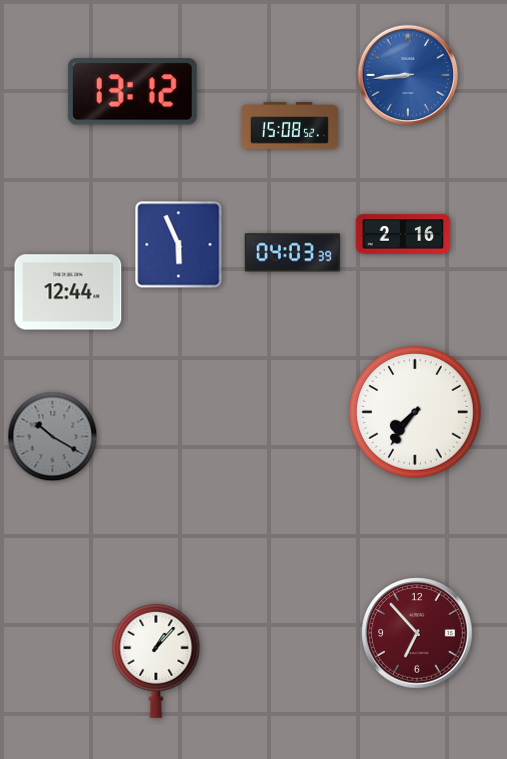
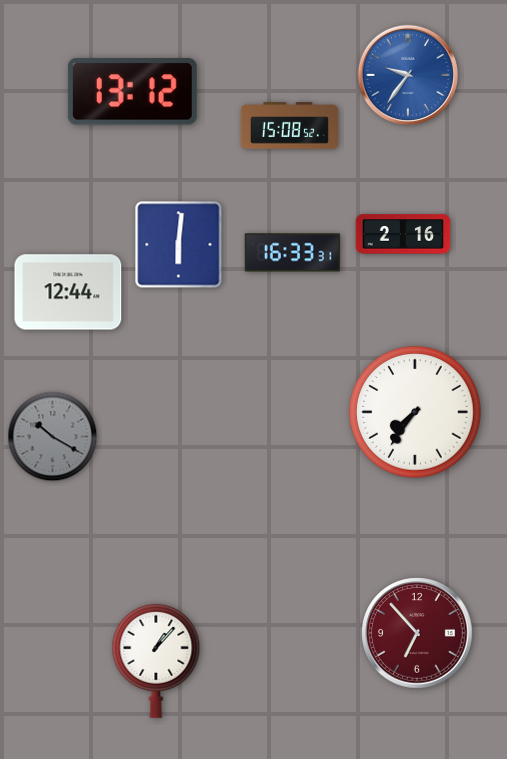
clock at (408, 75): 8:44 -> 9:36
clock at (179, 245): 5:56 -> 6:01
clock at (293, 253): 04:03 -> 16:33
